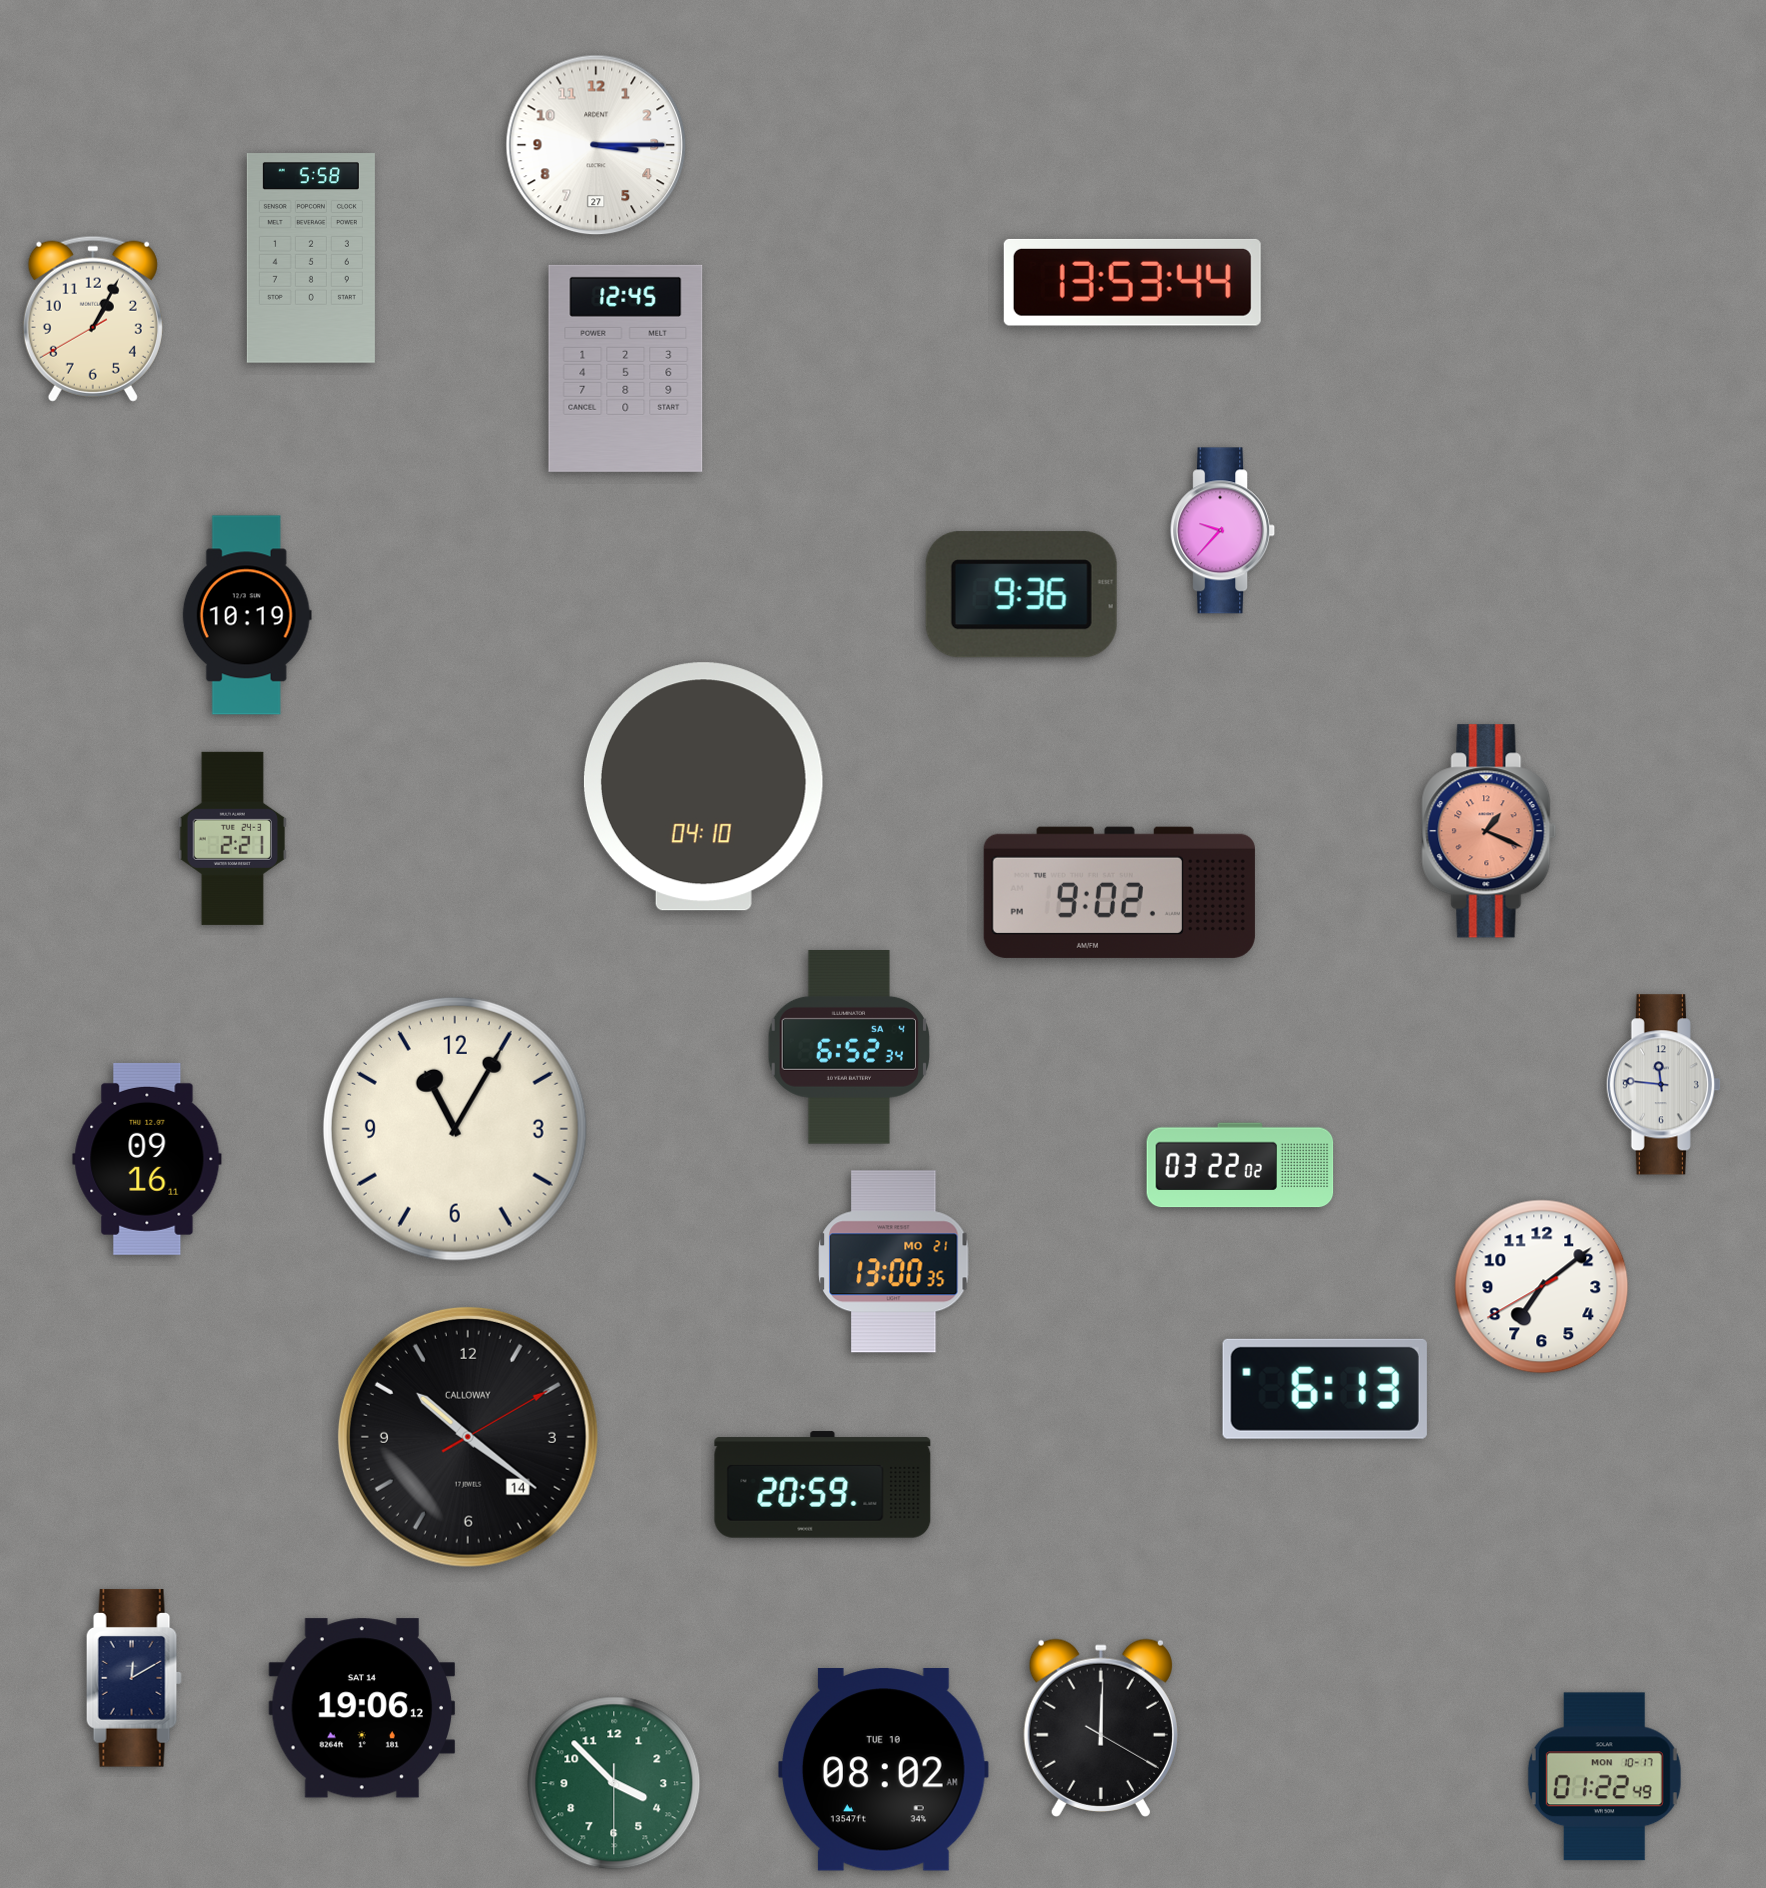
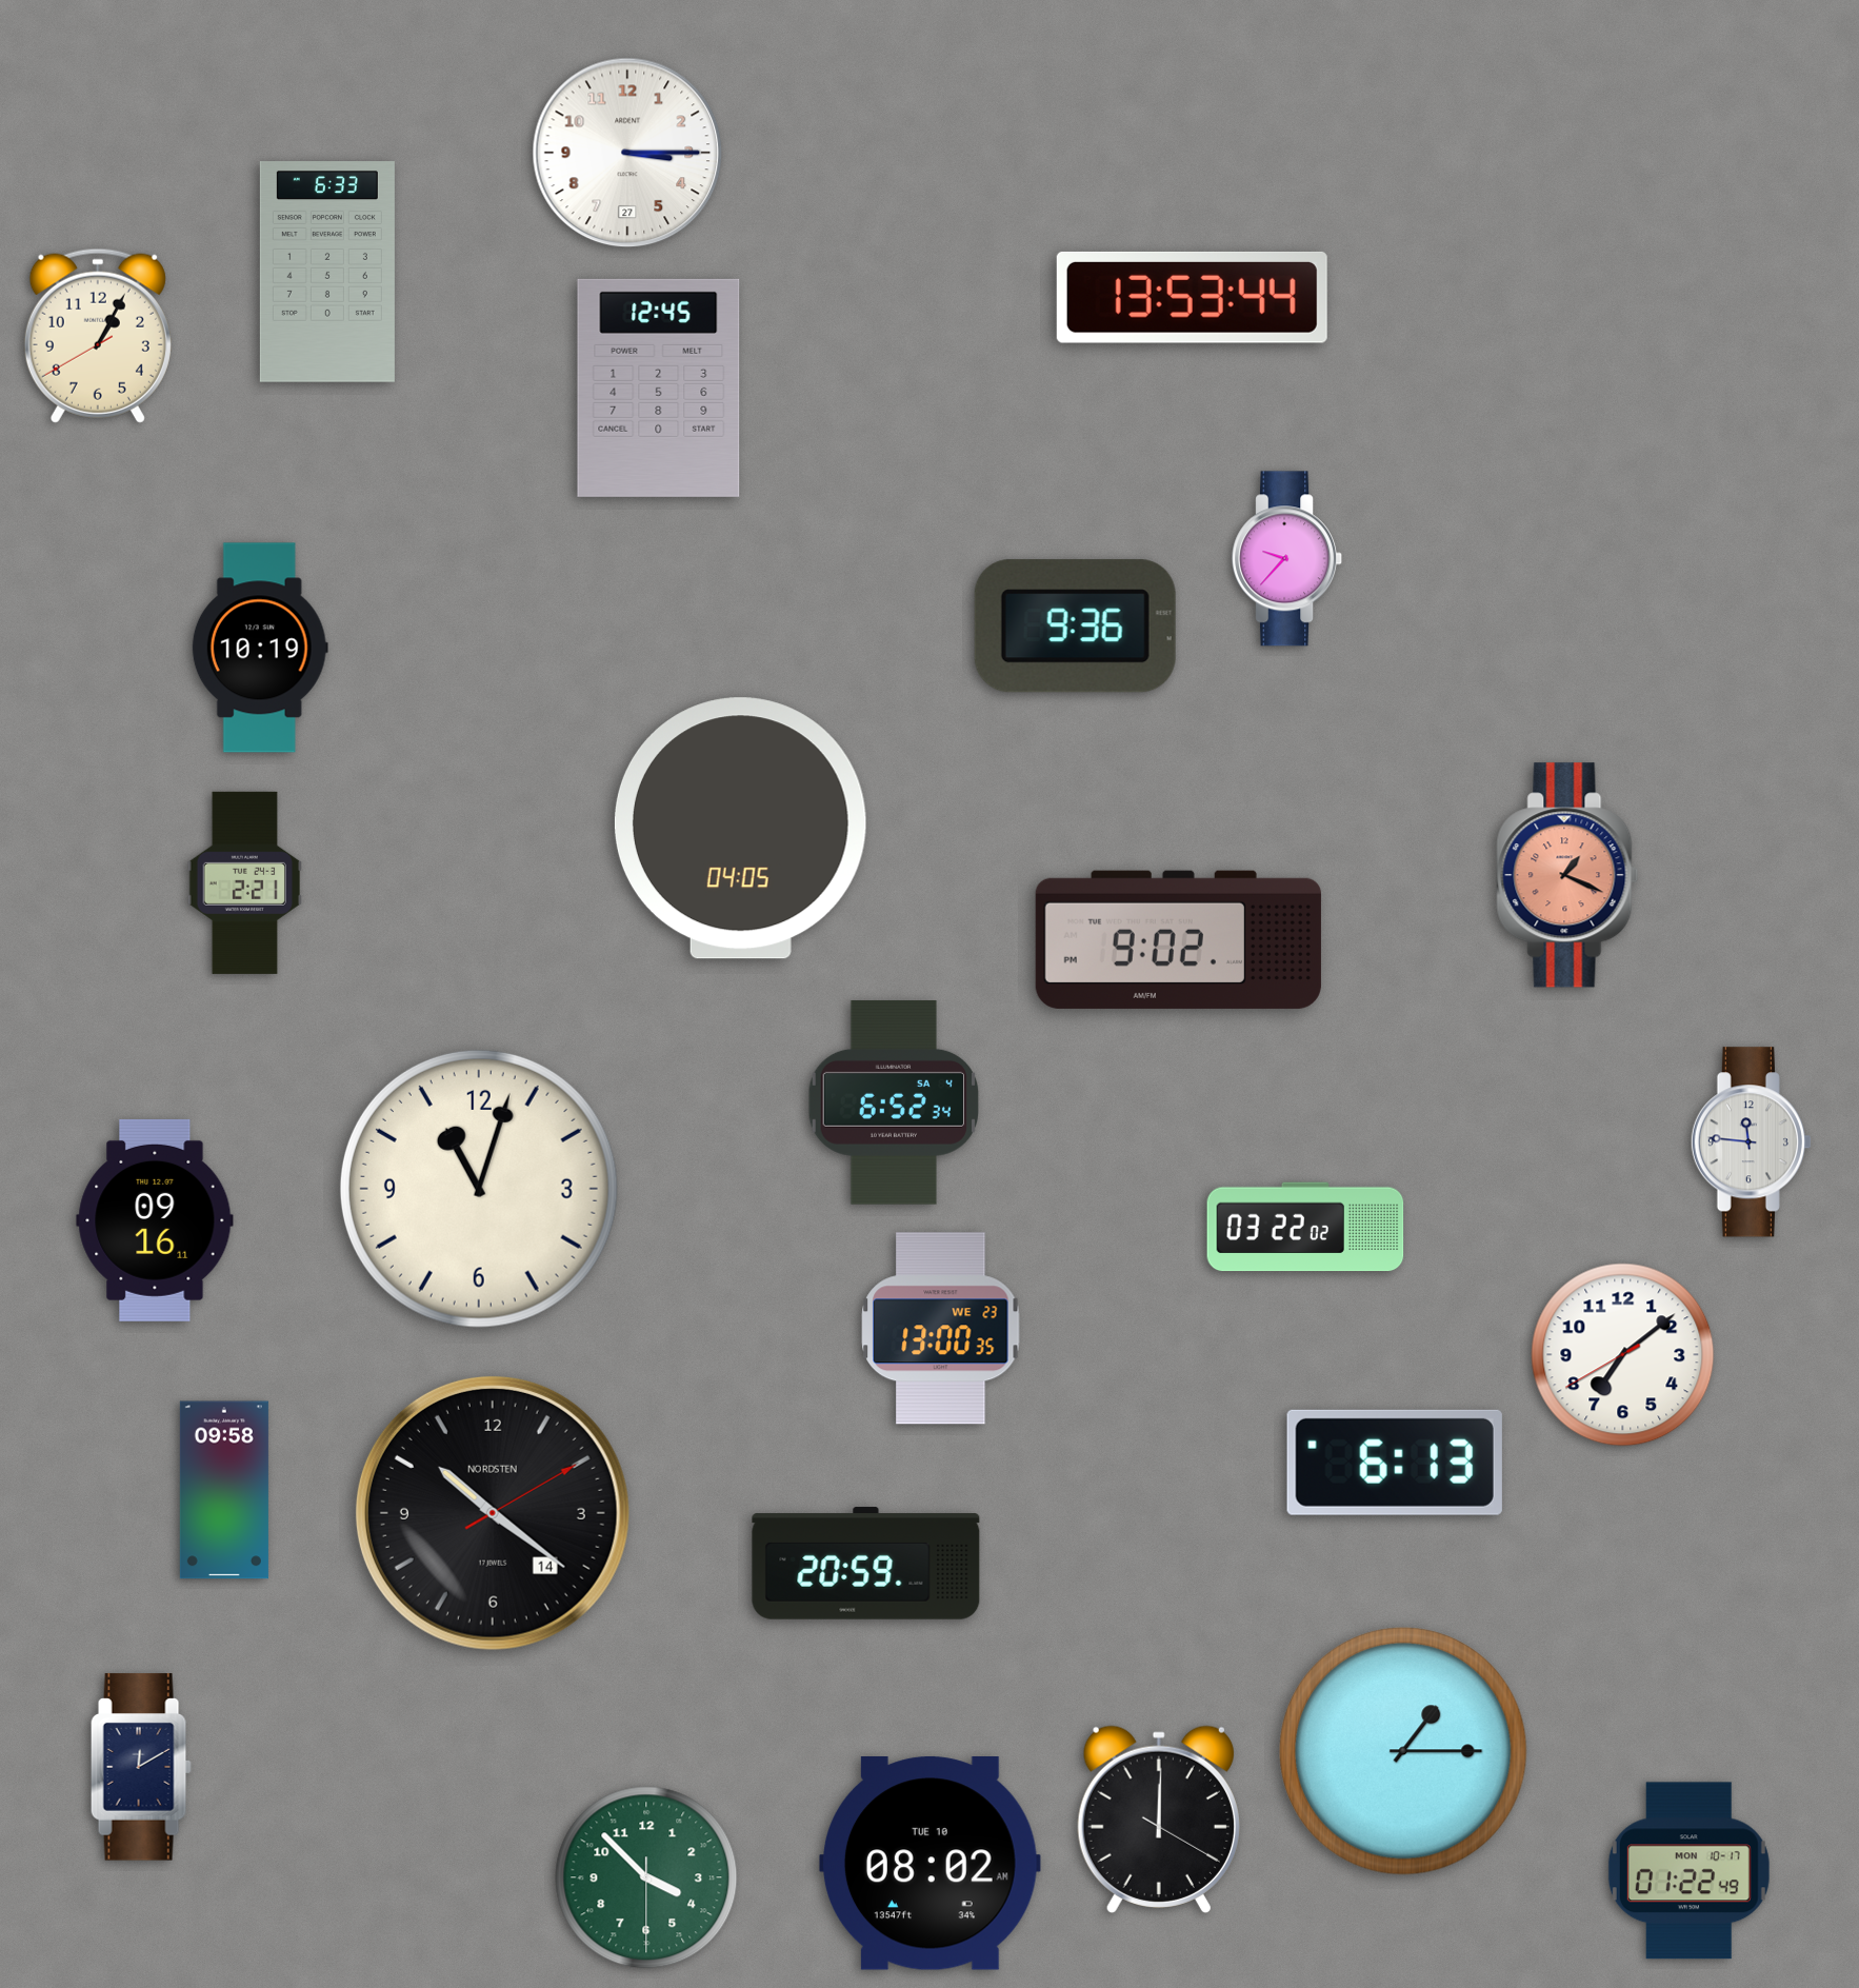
clock at (311, 258): 5:58 -> 6:33
clock at (703, 787): 04:10 -> 04:05
clock at (455, 1129): 11:05 -> 11:03
clock at (894, 1262) date: MO 21 -> WE 23
clock at (224, 1490): none -> 09:58
clock at (468, 1437) brand: CALLOWAY -> NORDSTEN
clock at (1403, 1751): none -> 1:15
clock at (362, 1708): 19:06 -> none
